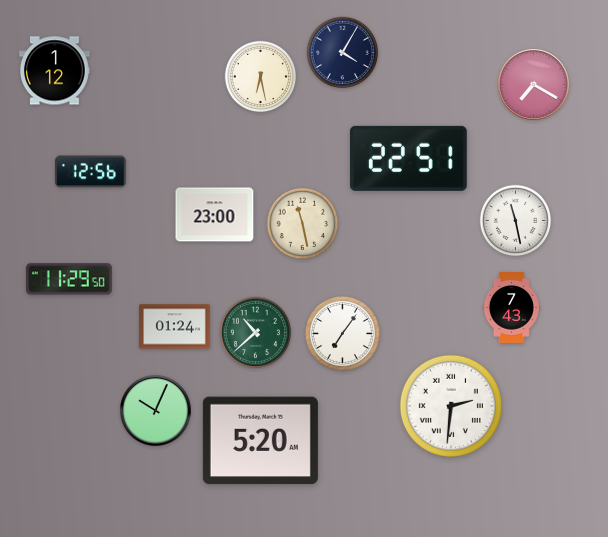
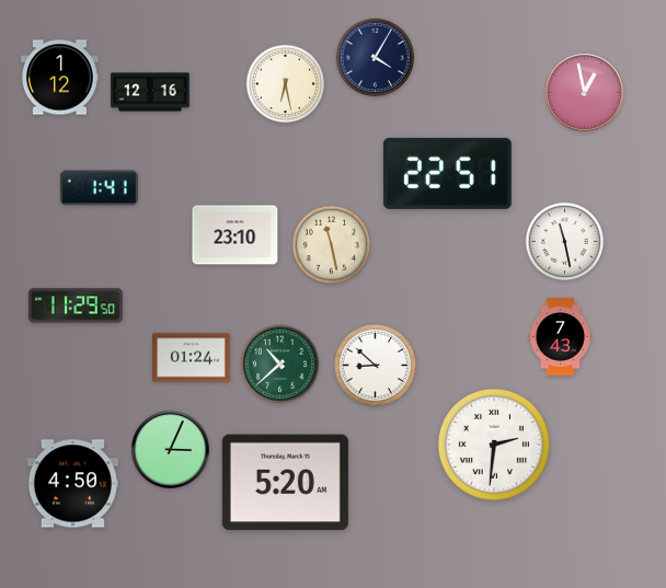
clock at (150, 92): none -> 12:16
clock at (534, 85): 7:20 -> 12:58
clock at (91, 172): 12:56 -> 1:41
clock at (215, 215): 23:00 -> 23:10
clock at (342, 333): 7:06 -> 8:52
clock at (156, 411): 10:04 -> 3:04
clock at (72, 484): none -> 4:50
